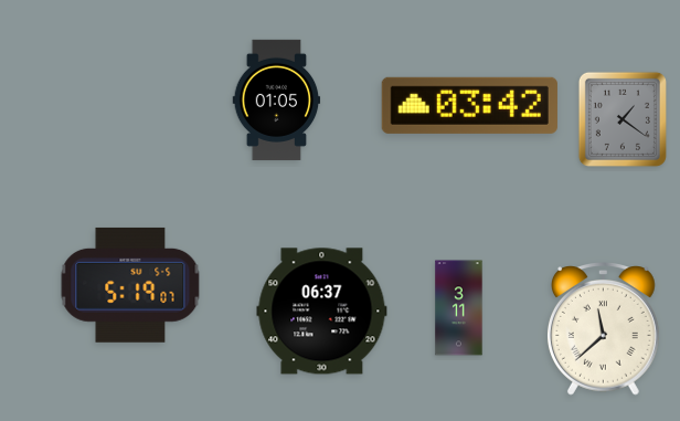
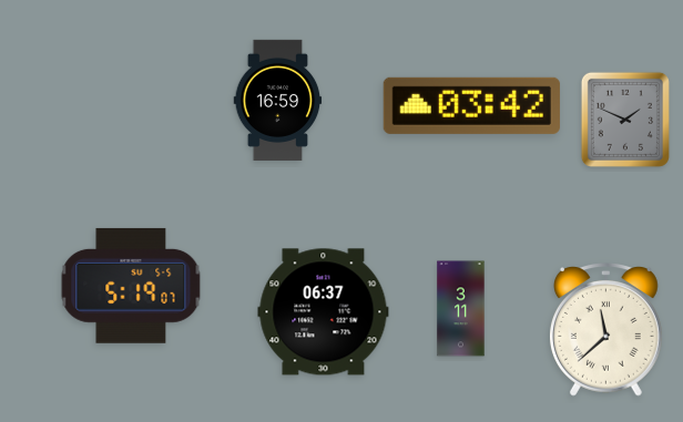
clock at (277, 99): 01:05 -> 16:59
clock at (623, 119): 1:21 -> 1:49
